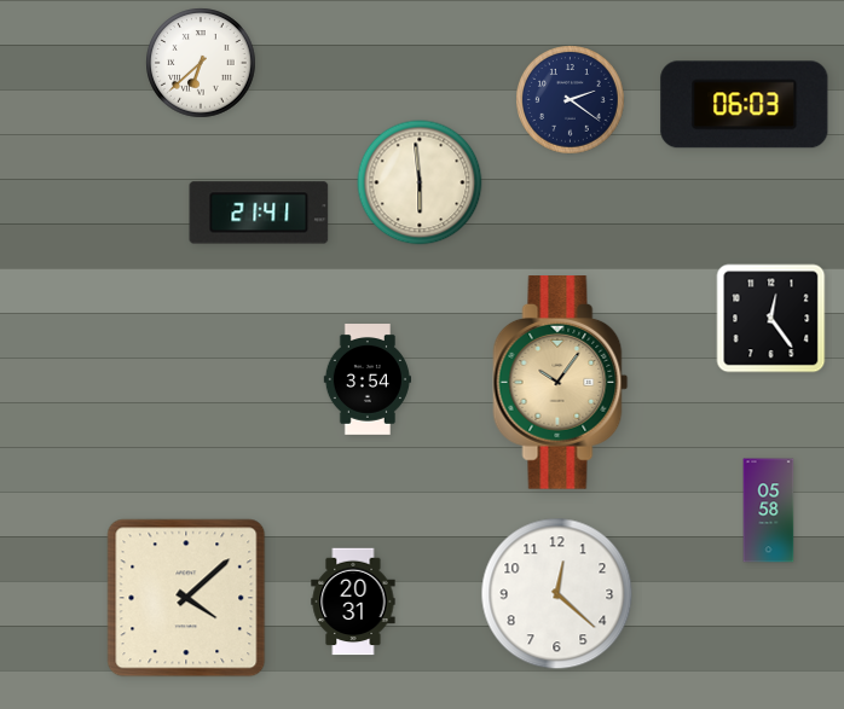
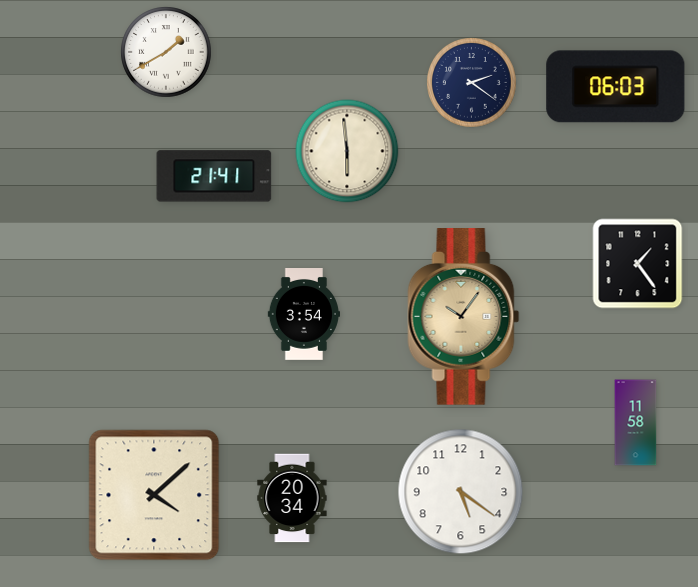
clock at (201, 63): 6:38 -> 1:40
clock at (771, 319): 12:24 -> 1:24
clock at (769, 511): 05:58 -> 11:58
clock at (557, 594): 12:22 -> 5:21
clock at (353, 602): 20:31 -> 20:34
